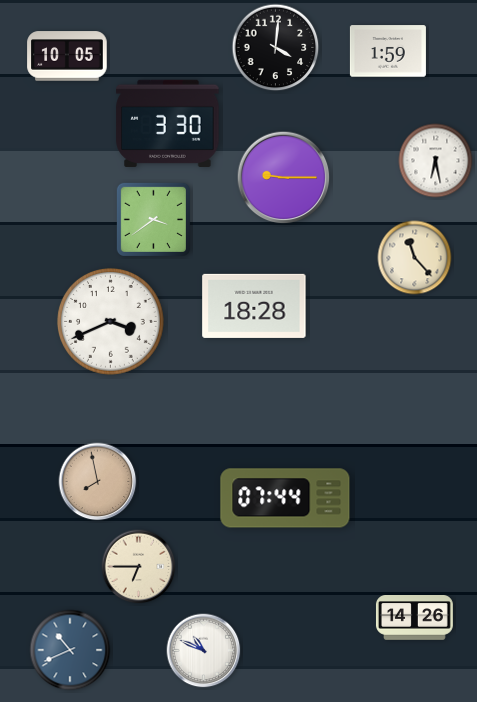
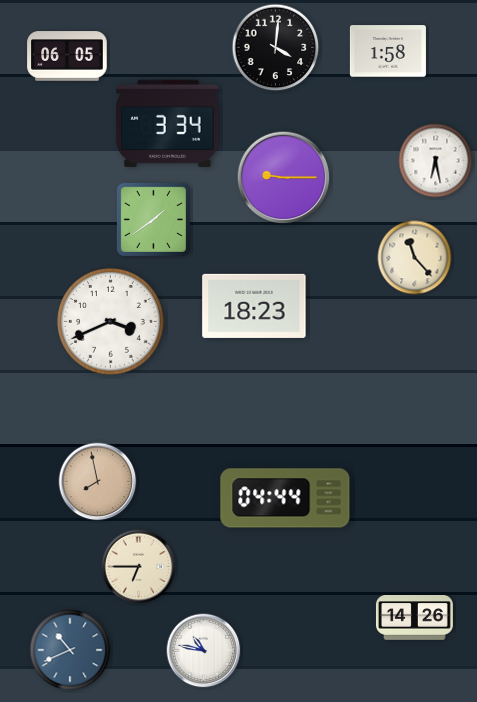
clock at (388, 51): 1:59 -> 1:58
clock at (67, 56): 10:05 -> 06:05
clock at (168, 123): 3:30 -> 3:34
clock at (153, 219): 3:39 -> 1:39
clock at (254, 306): 18:28 -> 18:23
clock at (285, 498): 07:44 -> 04:44
clock at (204, 651): 10:49 -> 10:47
